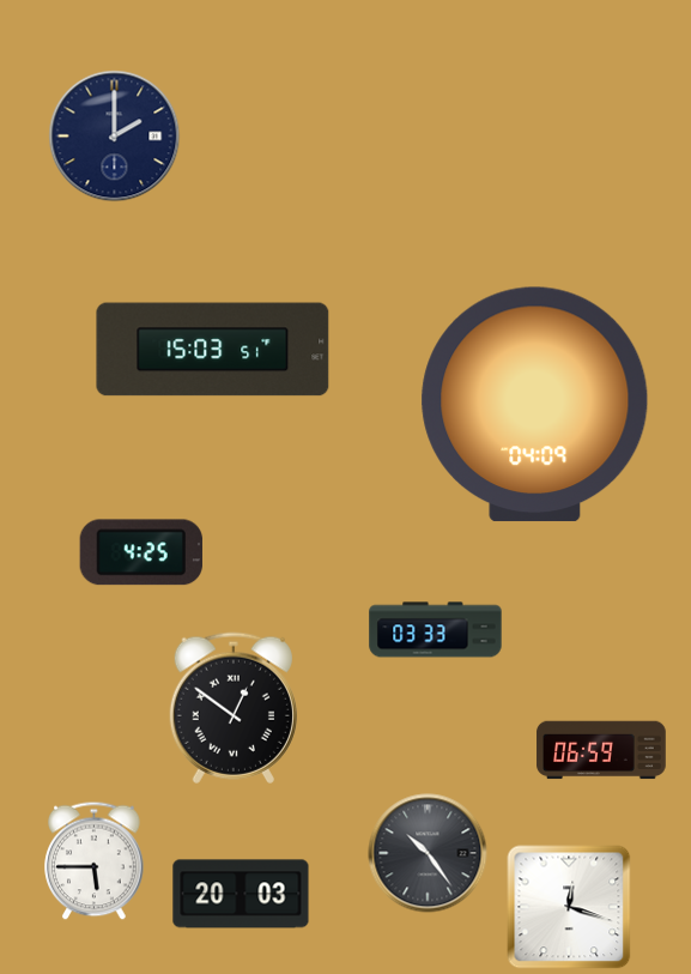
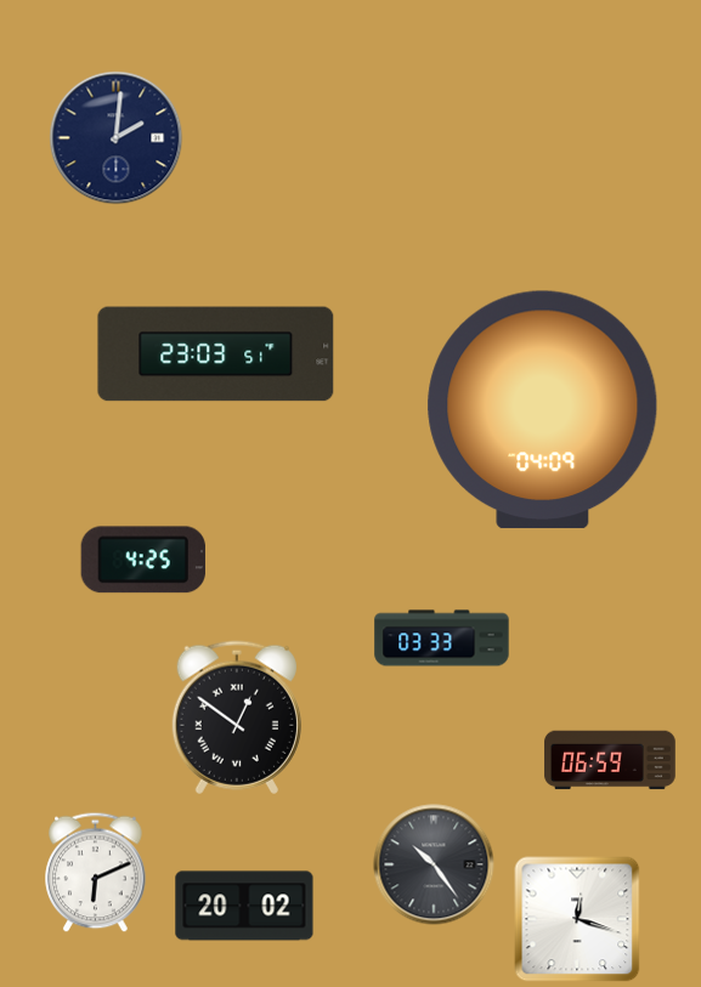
clock at (115, 137): 2:00 -> 2:01
clock at (213, 350): 15:03 -> 23:03
clock at (95, 861): 5:45 -> 6:11
clock at (241, 894): 20:03 -> 20:02
